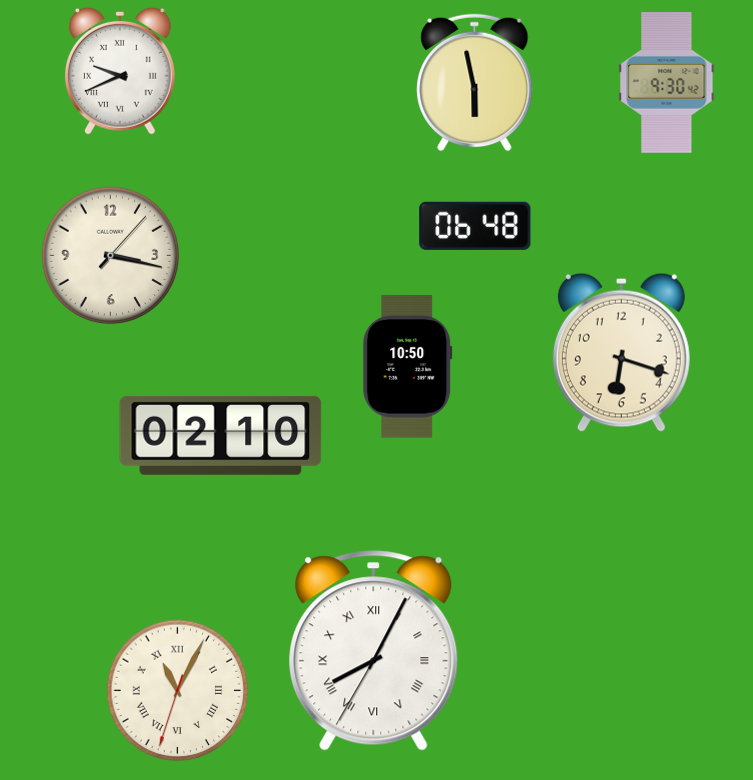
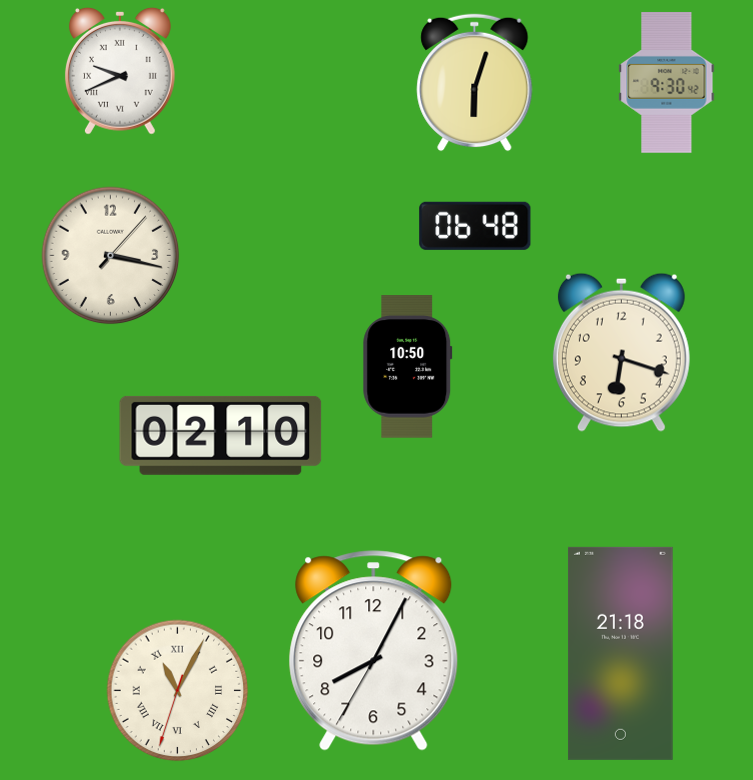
clock at (475, 83): 5:58 -> 6:03
clock at (374, 651) numerals: Roman -> Arabic
clock at (620, 653): none -> 21:18
